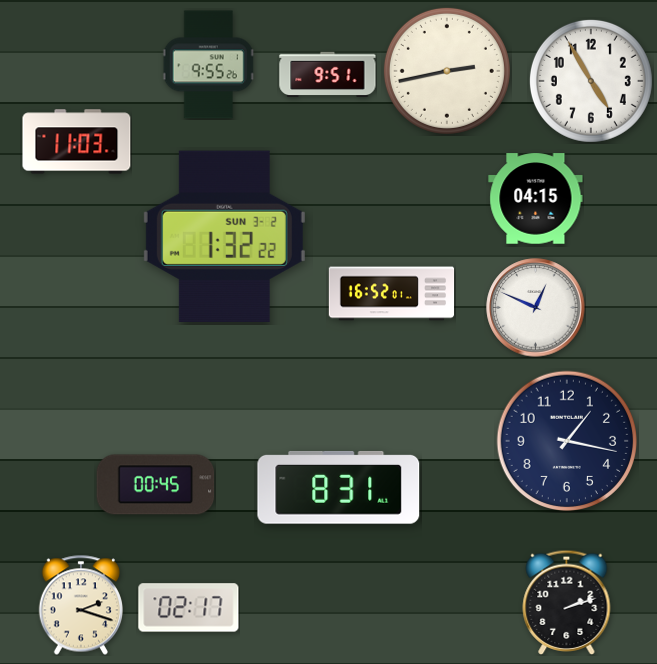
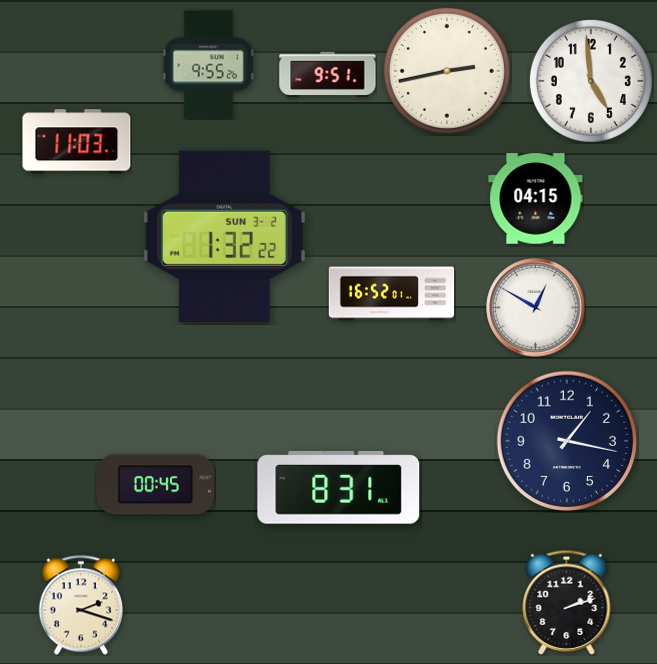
clock at (591, 81): 4:55 -> 4:59
clock at (536, 308): 12:49 -> 12:50
clock at (189, 608): 02:17 -> none
